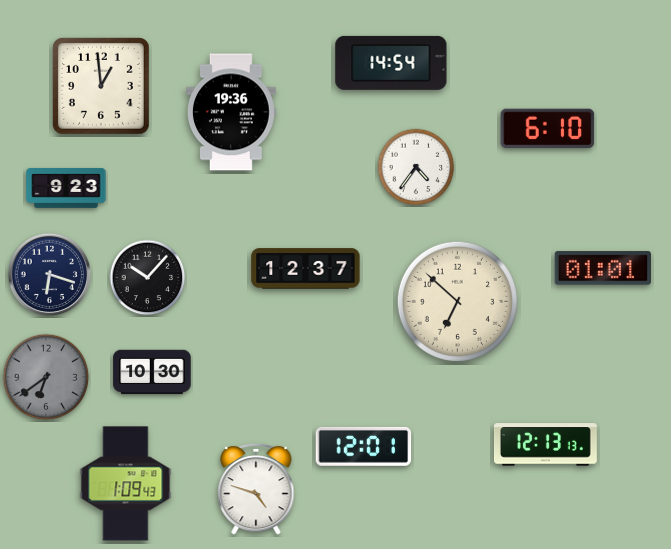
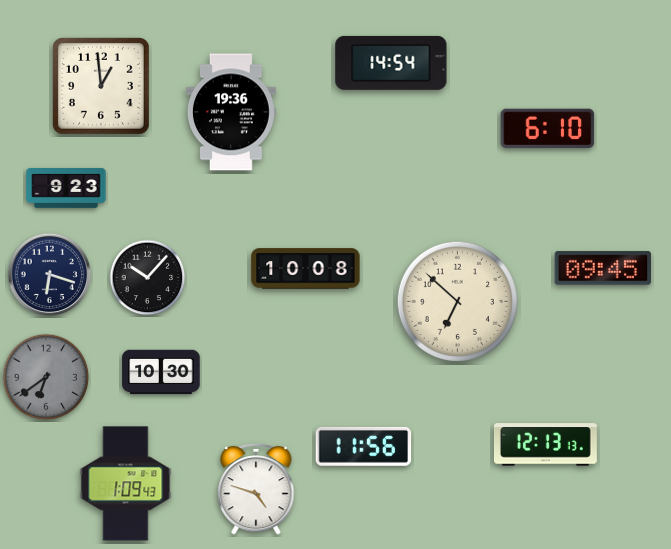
clock at (416, 167): 4:36 -> none
clock at (602, 268): 01:01 -> 09:45
clock at (306, 269): 12:37 -> 10:08
clock at (152, 372) position: (152, 372) -> (161, 372)
clock at (364, 446): 12:01 -> 11:56
